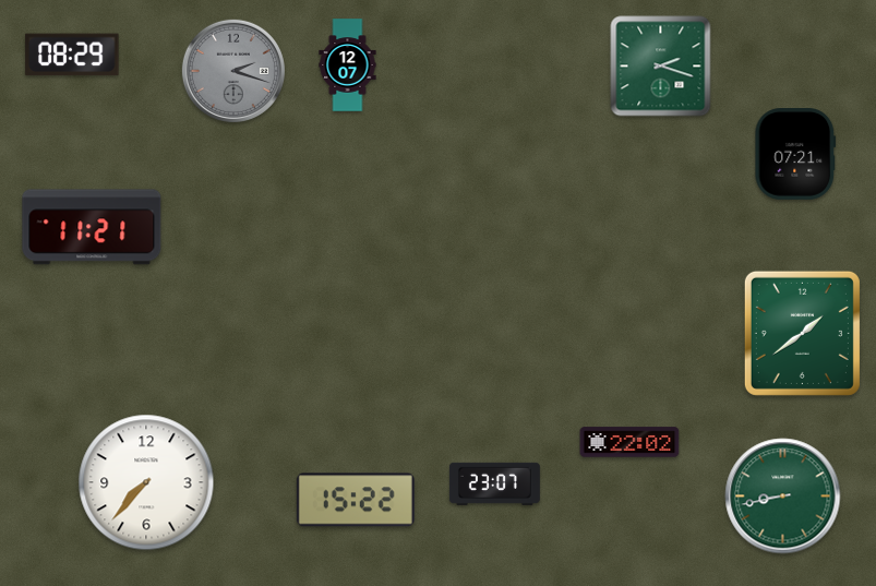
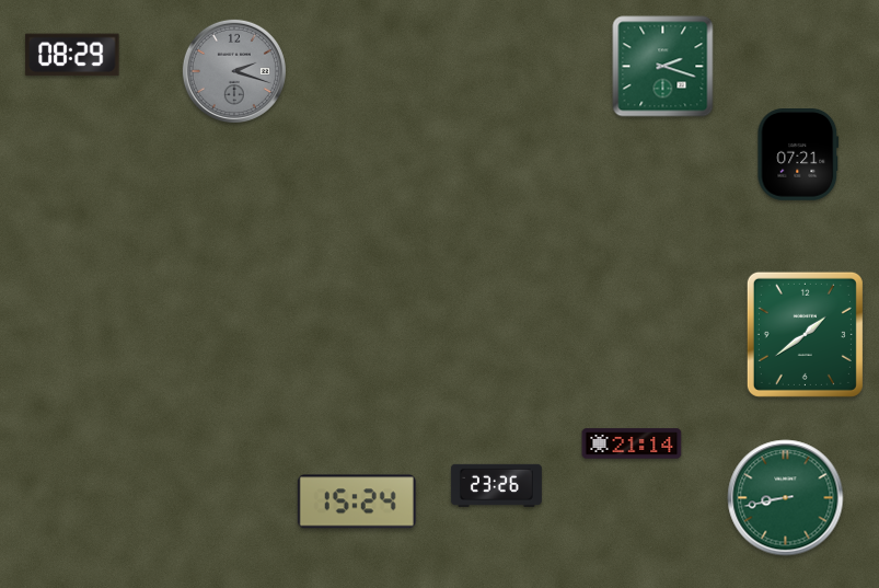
clock at (348, 65): 12:07 -> none
clock at (92, 227): 11:21 -> none
clock at (629, 442): 22:02 -> 21:14
clock at (146, 482): 7:37 -> none
clock at (494, 483): 23:07 -> 23:26
clock at (356, 500): 15:22 -> 15:24
